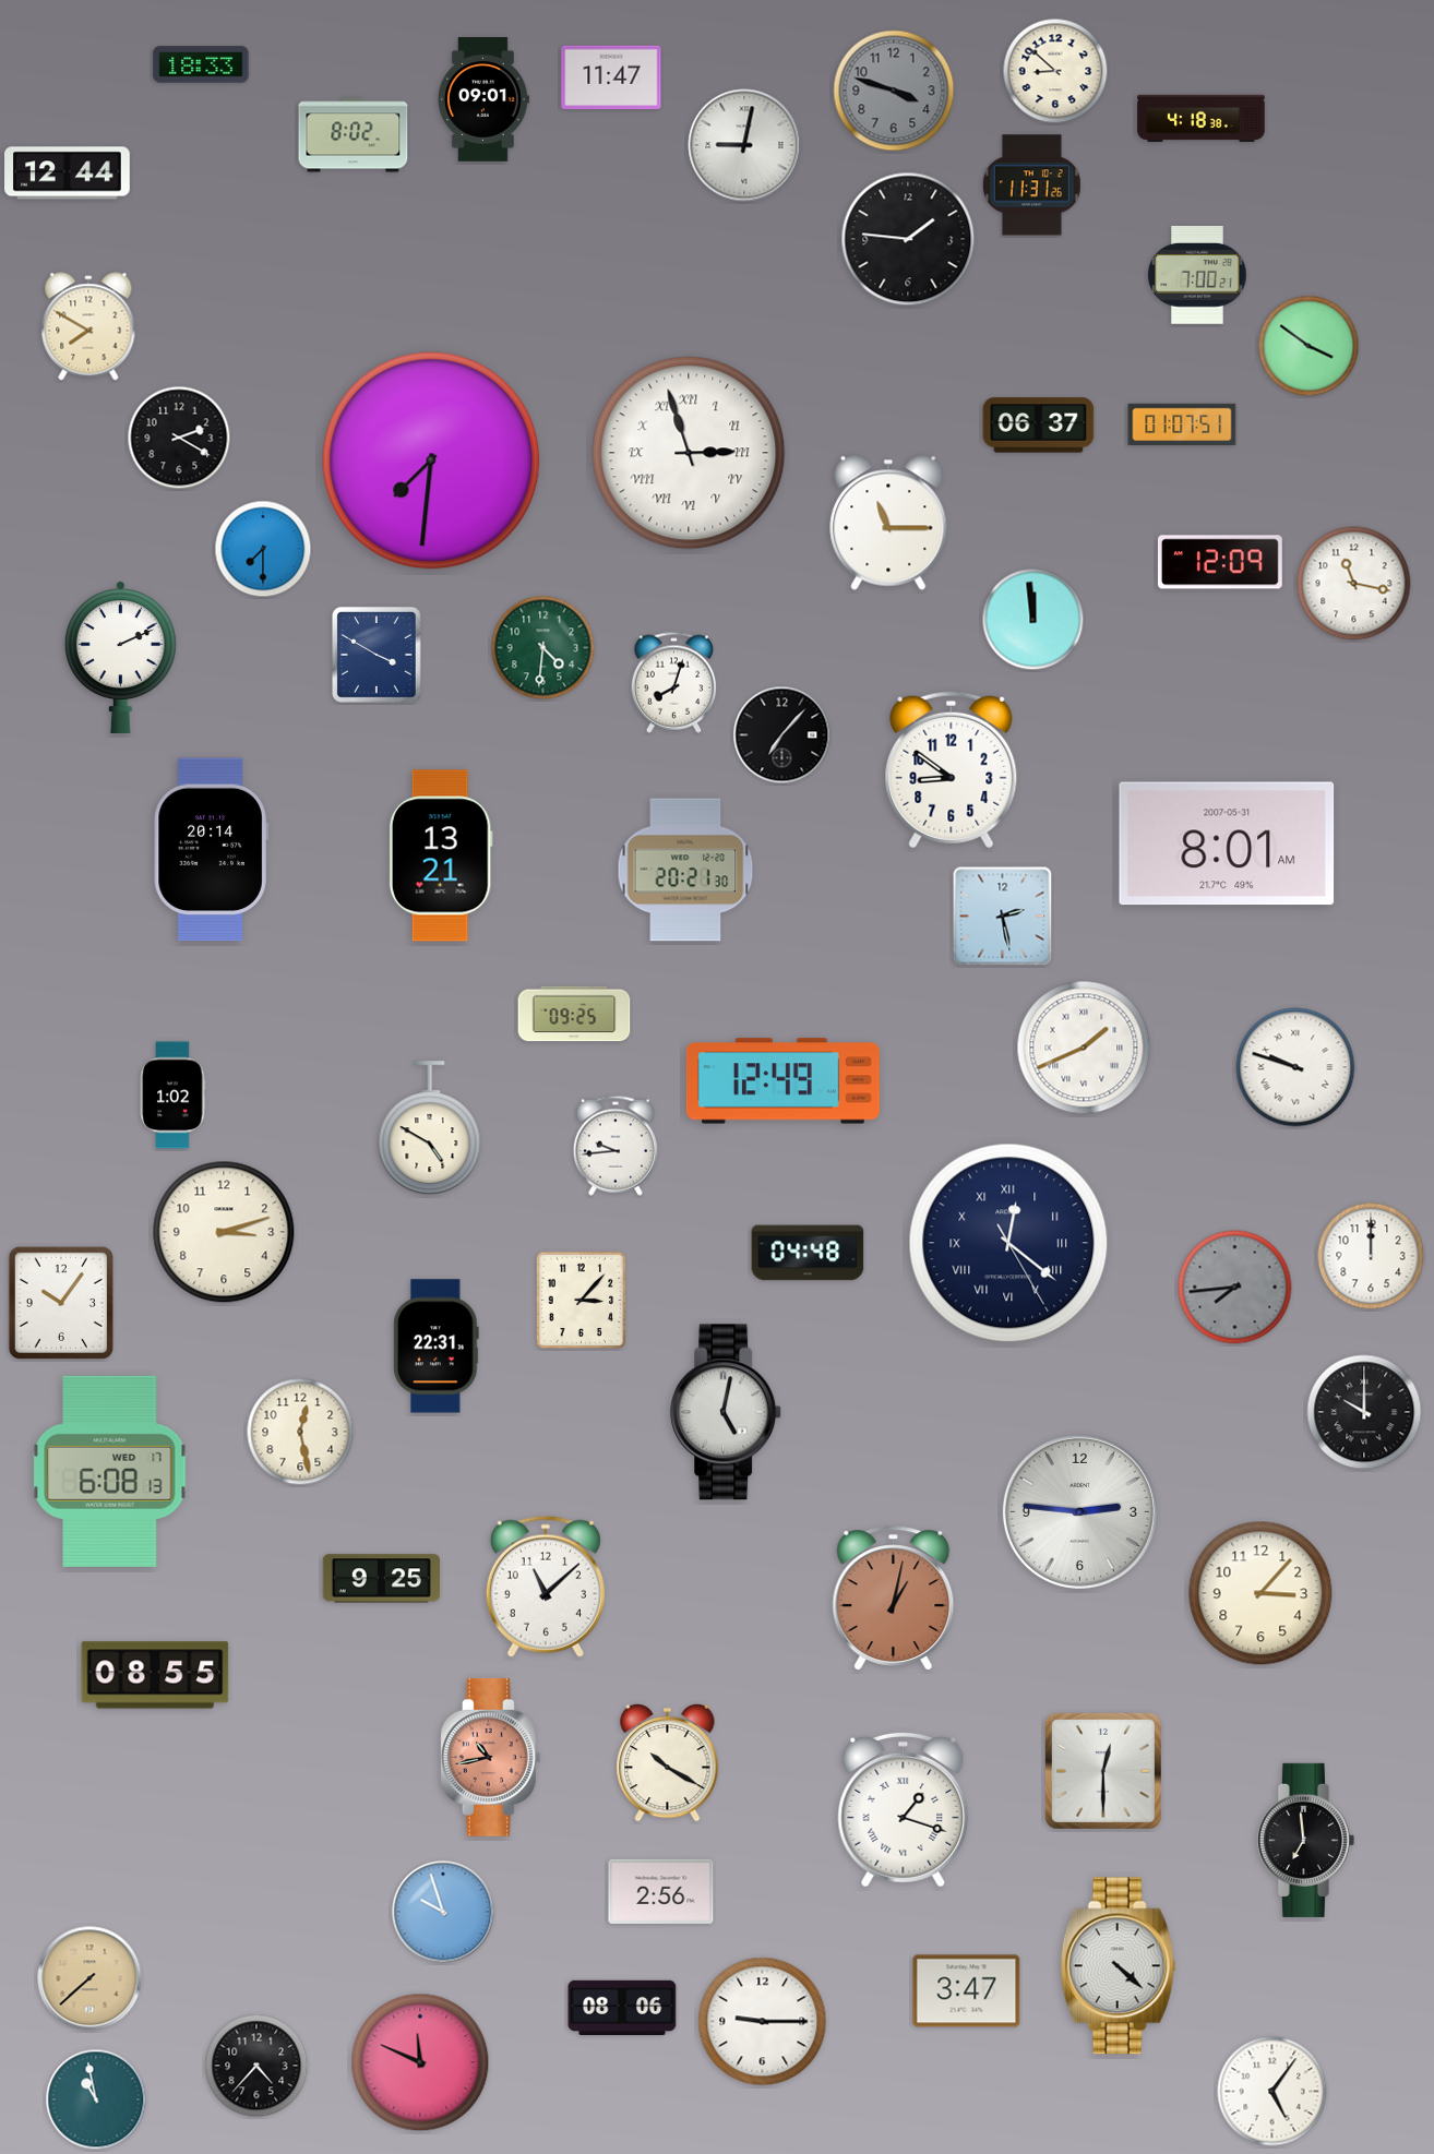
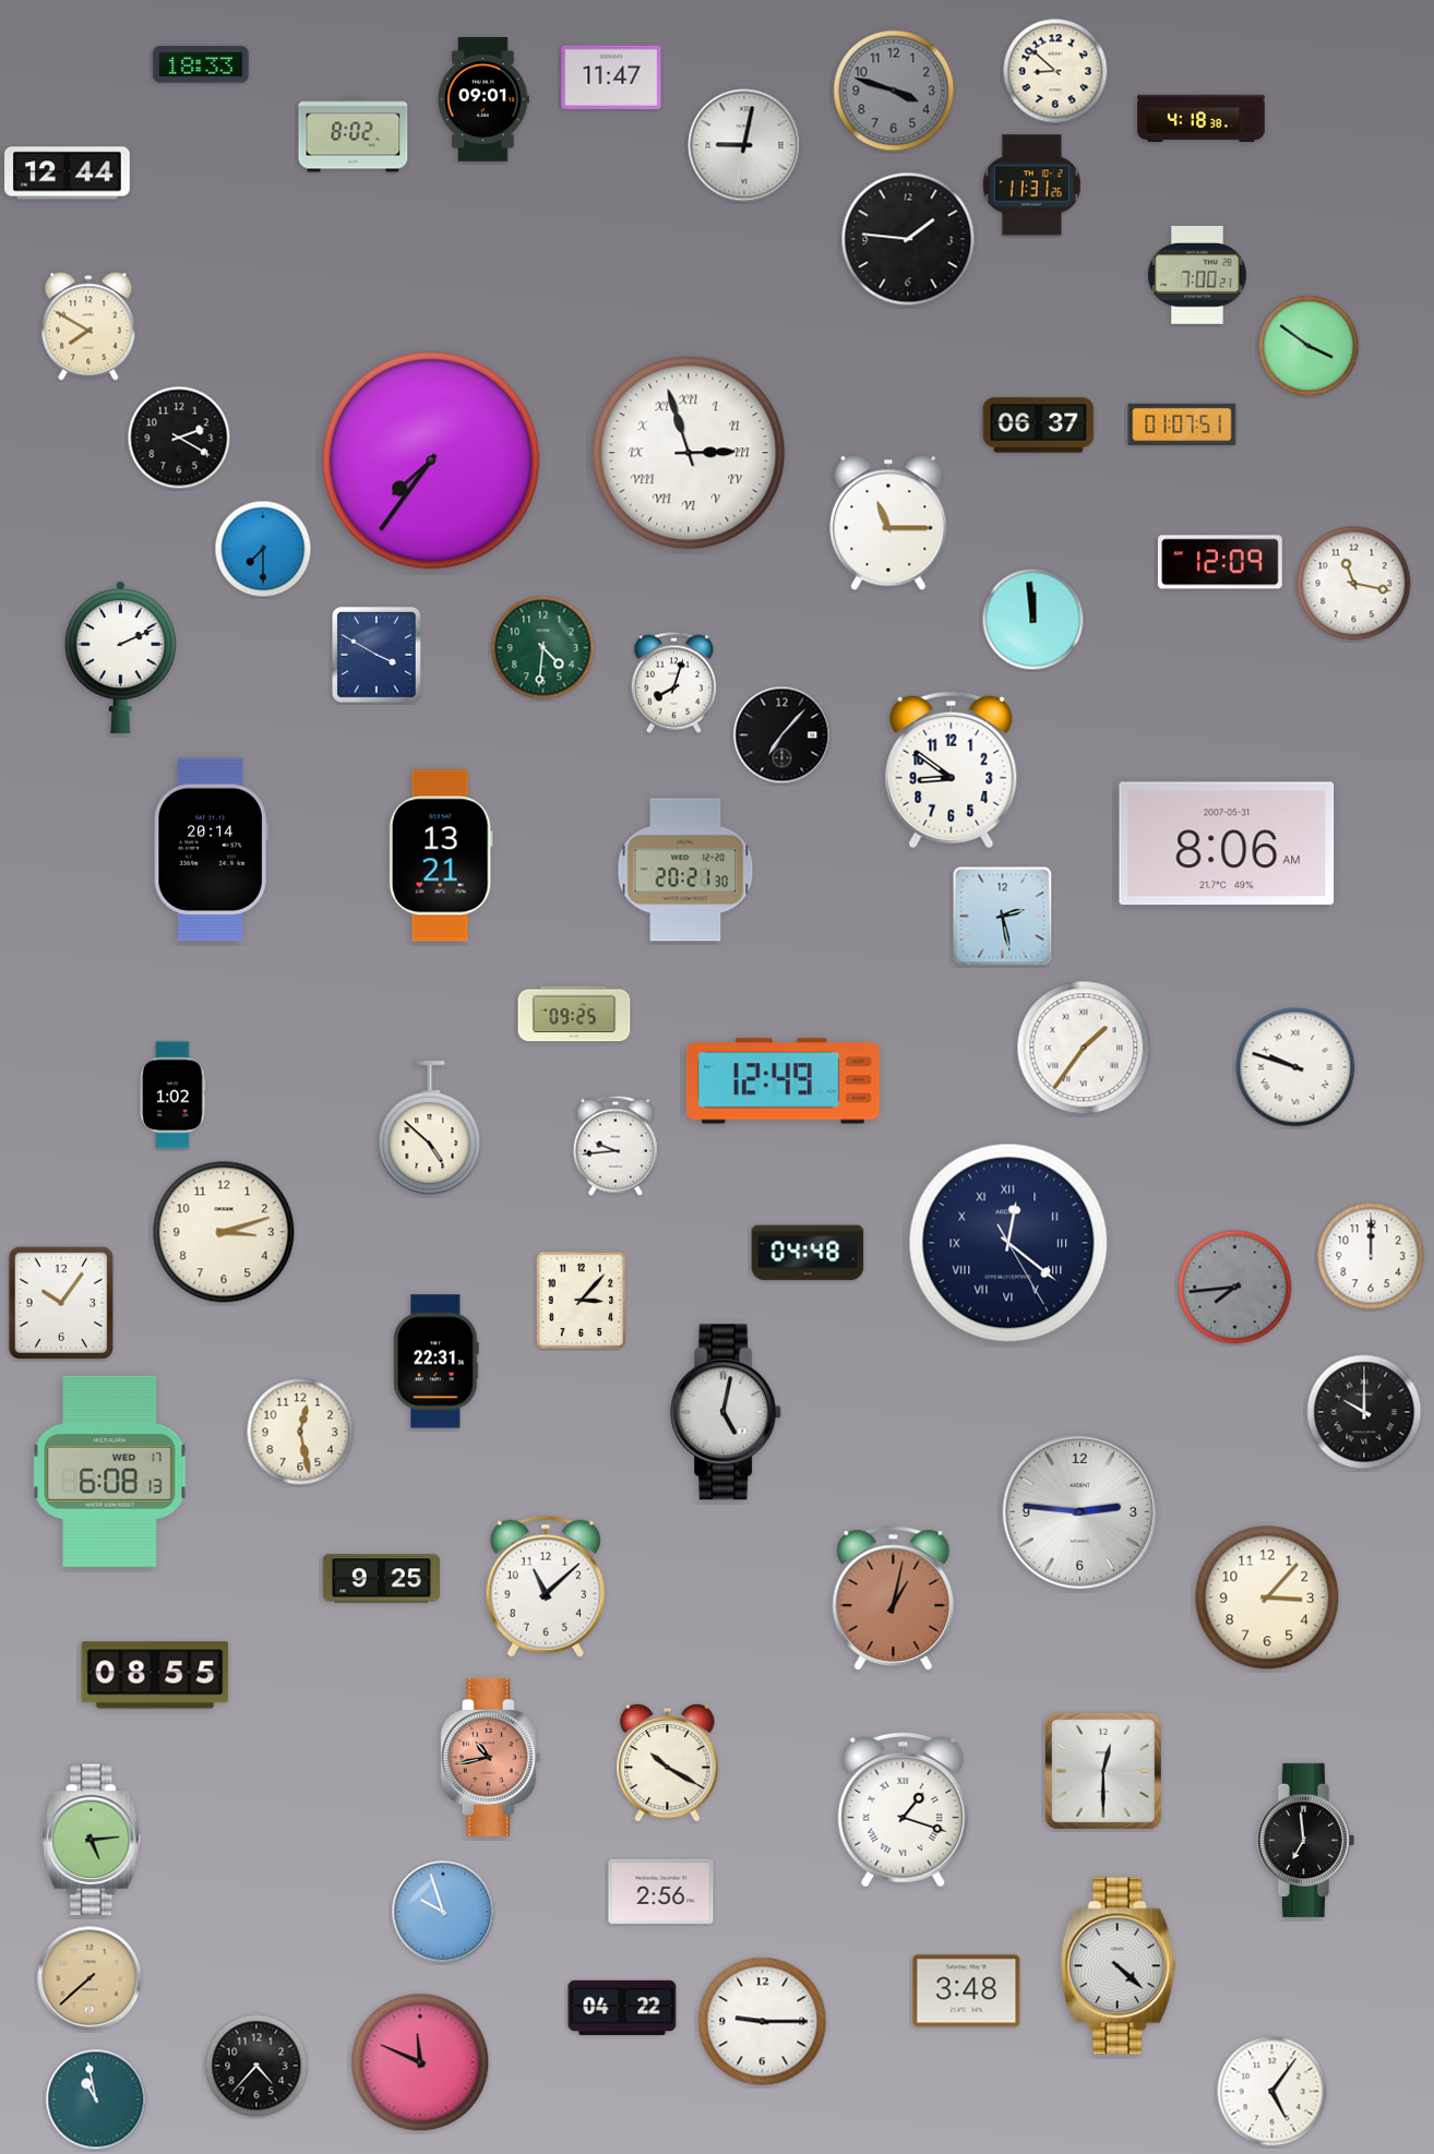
clock at (431, 460): 7:31 -> 7:36
clock at (1227, 843): 8:01 -> 8:06
clock at (1084, 1048): 1:41 -> 1:36
clock at (430, 1128): 4:50 -> 4:52
clock at (437, 1347) position: (437, 1347) -> (437, 1362)
clock at (1260, 1593) position: (1260, 1593) -> (1267, 1597)
clock at (92, 1839): none -> 5:14
clock at (967, 1991): 3:47 -> 3:48
clock at (622, 2007): 08:06 -> 04:22
